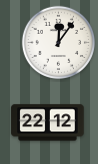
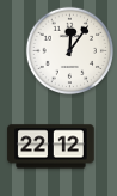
clock at (48, 123) position: (48, 123) -> (51, 147)
